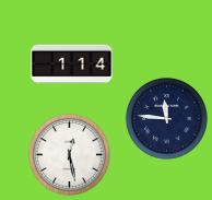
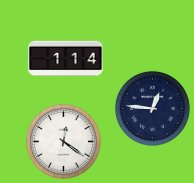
clock at (166, 118): 11:46 -> 12:46
clock at (69, 154): 12:28 -> 12:21
